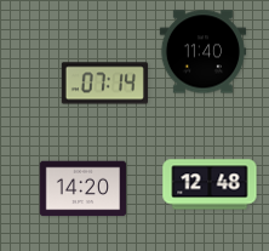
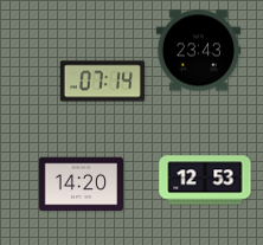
clock at (202, 52): 11:40 -> 23:43
clock at (210, 184): 12:48 -> 12:53
